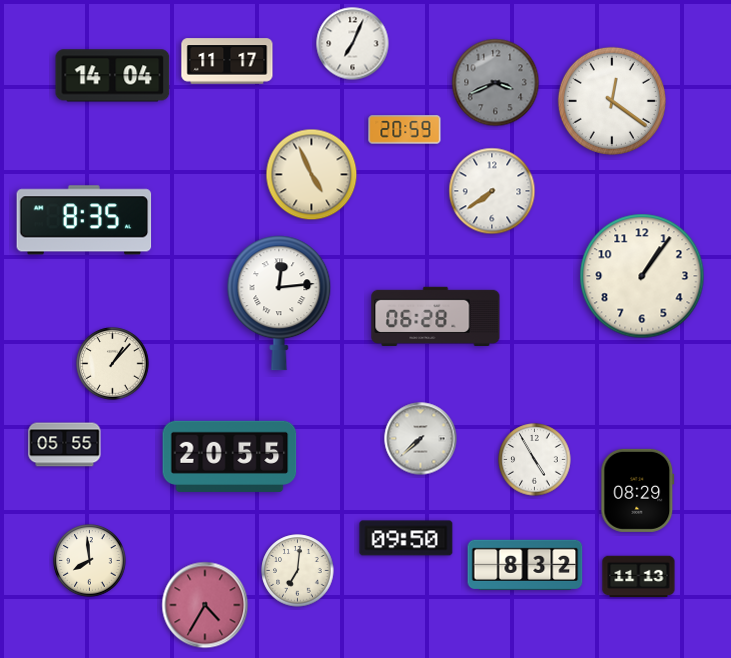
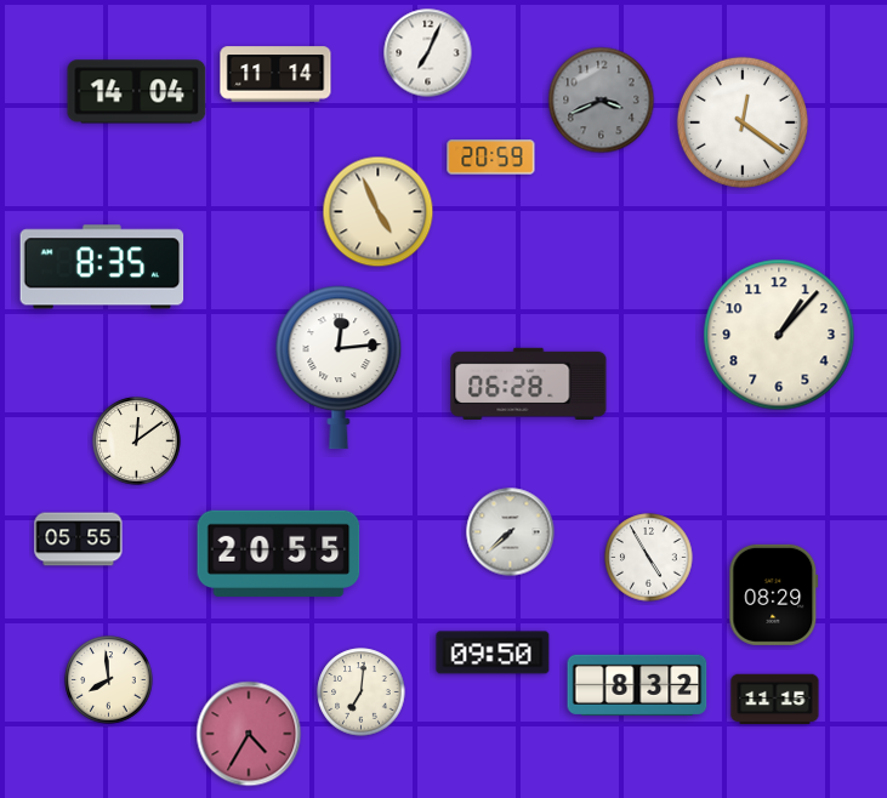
clock at (227, 61): 11:17 -> 11:14
clock at (492, 191): 7:39 -> none
clock at (642, 276): 1:06 -> 1:07
clock at (113, 364): 1:07 -> 12:09
clock at (639, 577): 11:13 -> 11:15
